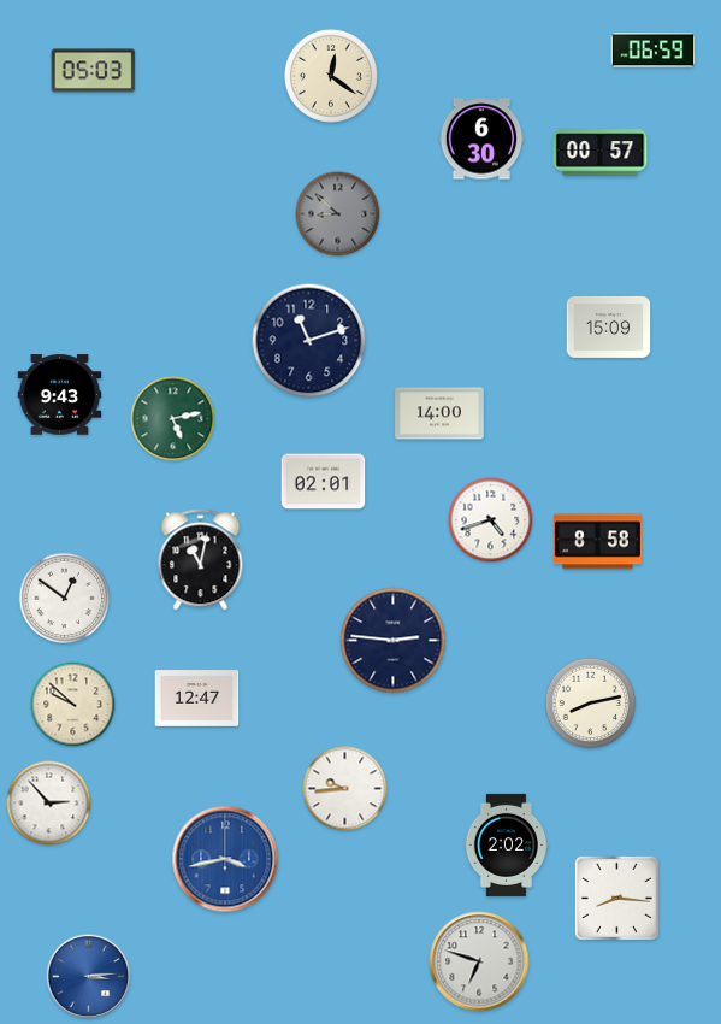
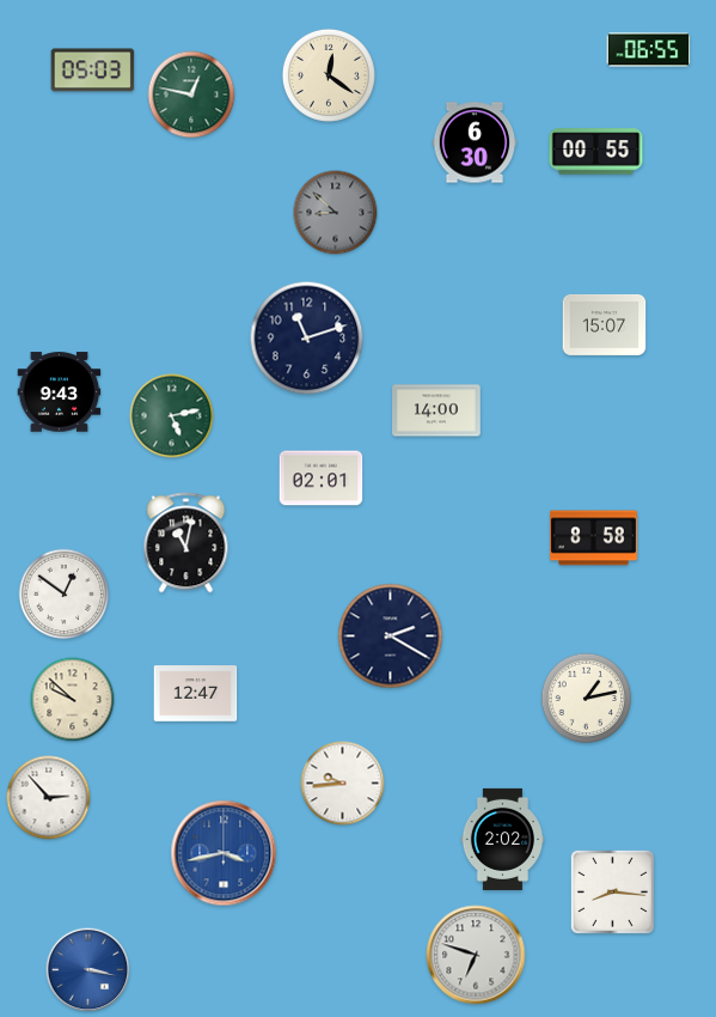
clock at (654, 51): 06:59 -> 06:55
clock at (191, 95): none -> 12:47
clock at (481, 139) position: (481, 139) -> (475, 142)
clock at (601, 153): 00:57 -> 00:55
clock at (609, 326): 15:09 -> 15:07
clock at (491, 520): 4:42 -> none
clock at (201, 560) position: (201, 560) -> (186, 543)
clock at (394, 641): 2:46 -> 2:20
clock at (591, 704): 8:13 -> 1:13
clock at (89, 977): 3:14 -> 3:17
